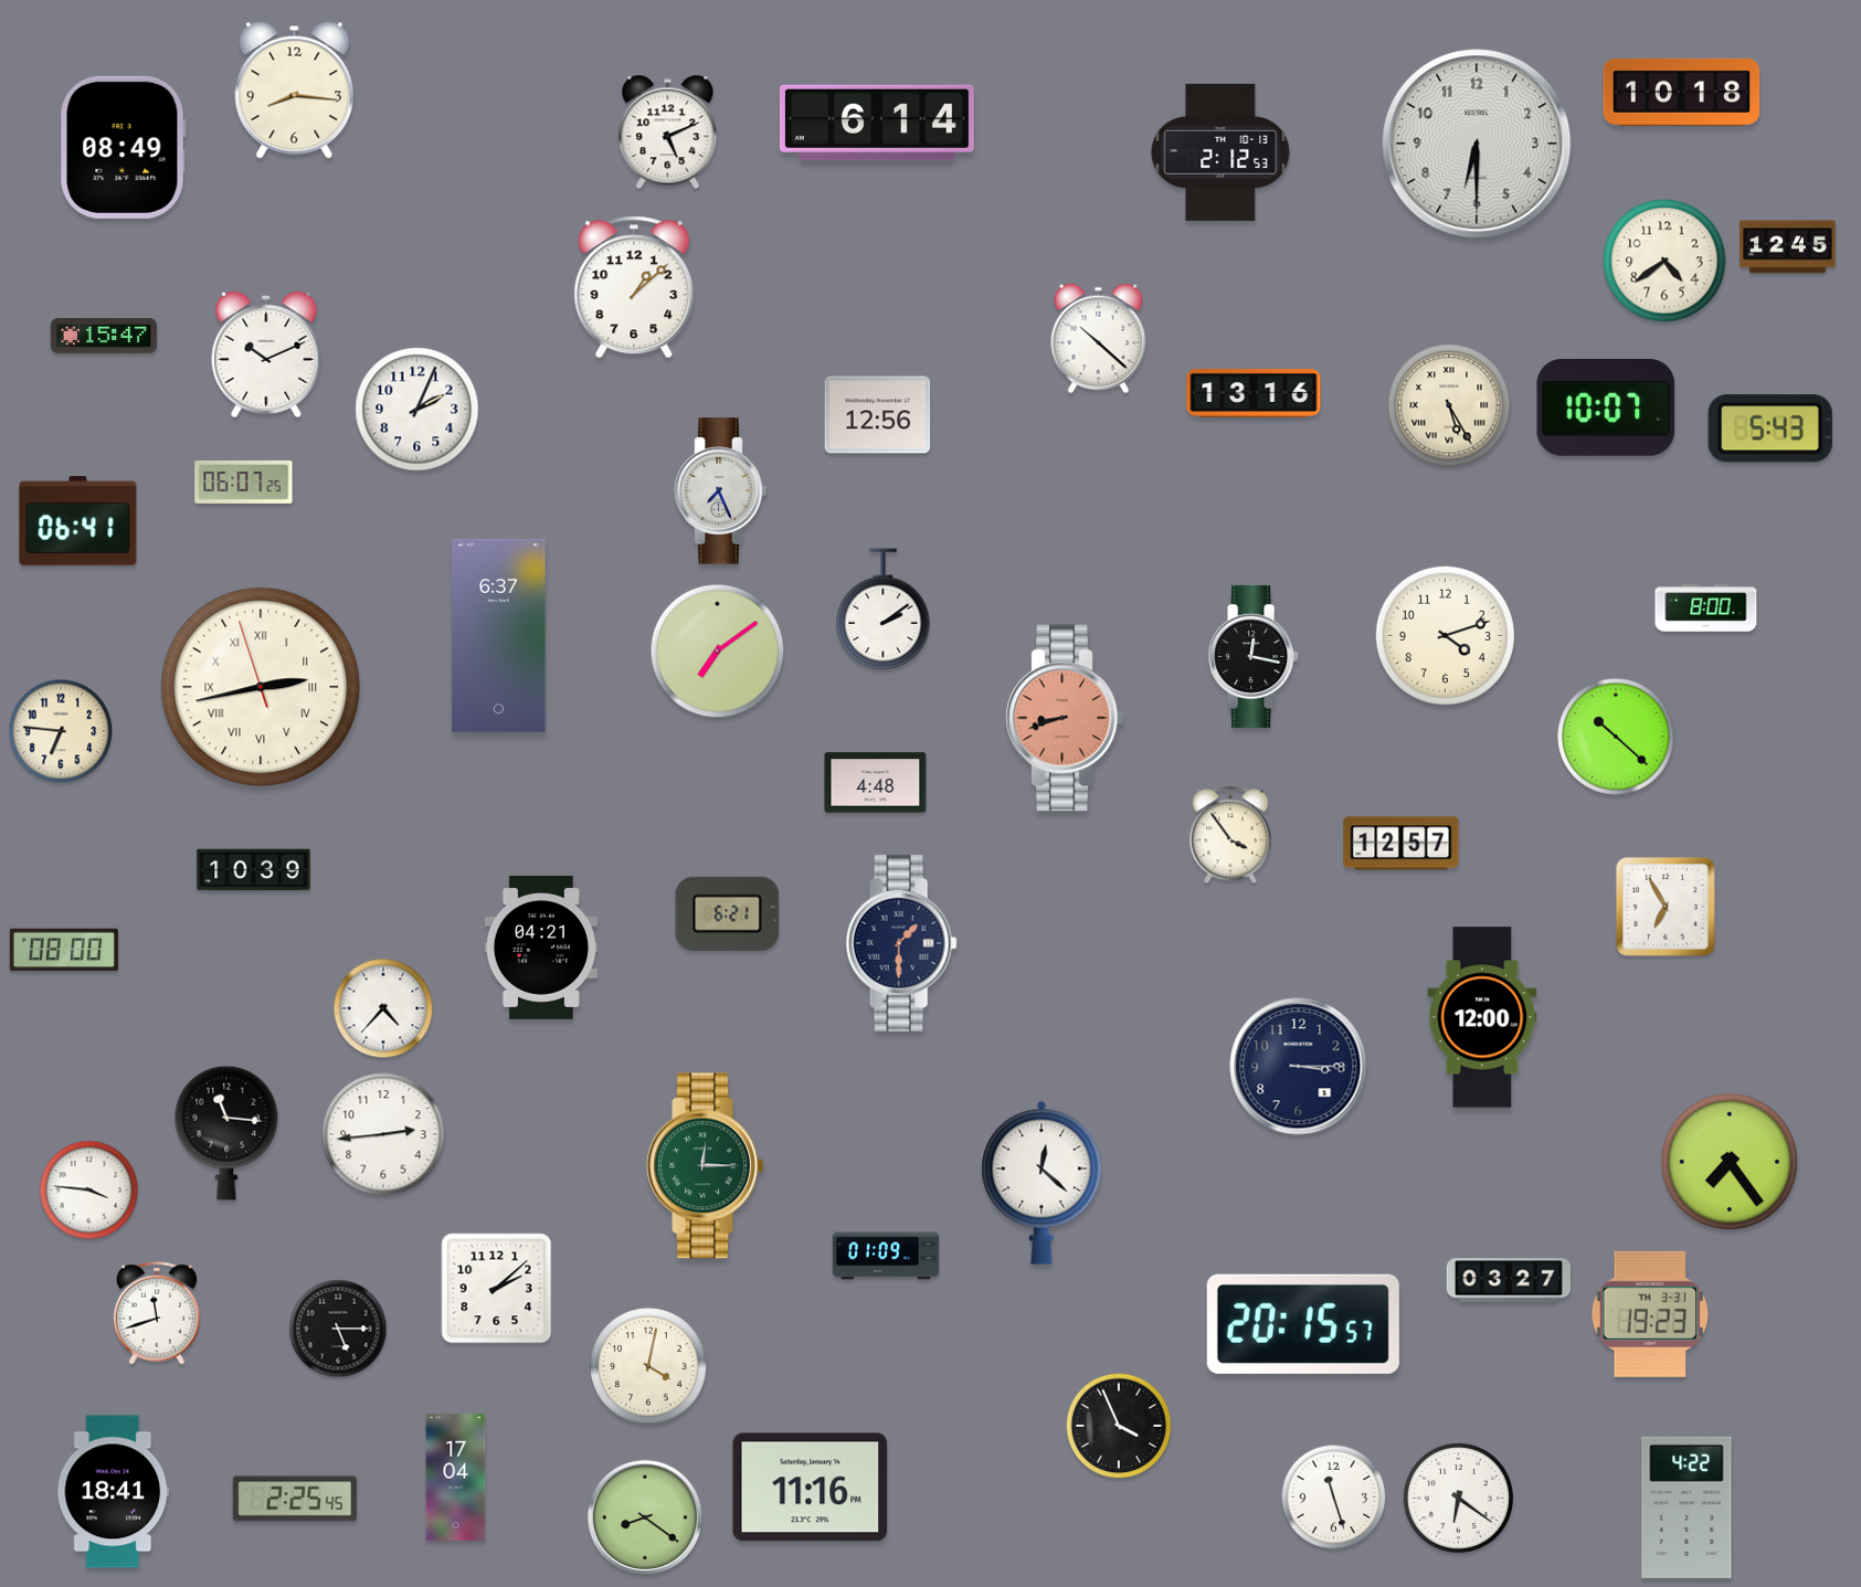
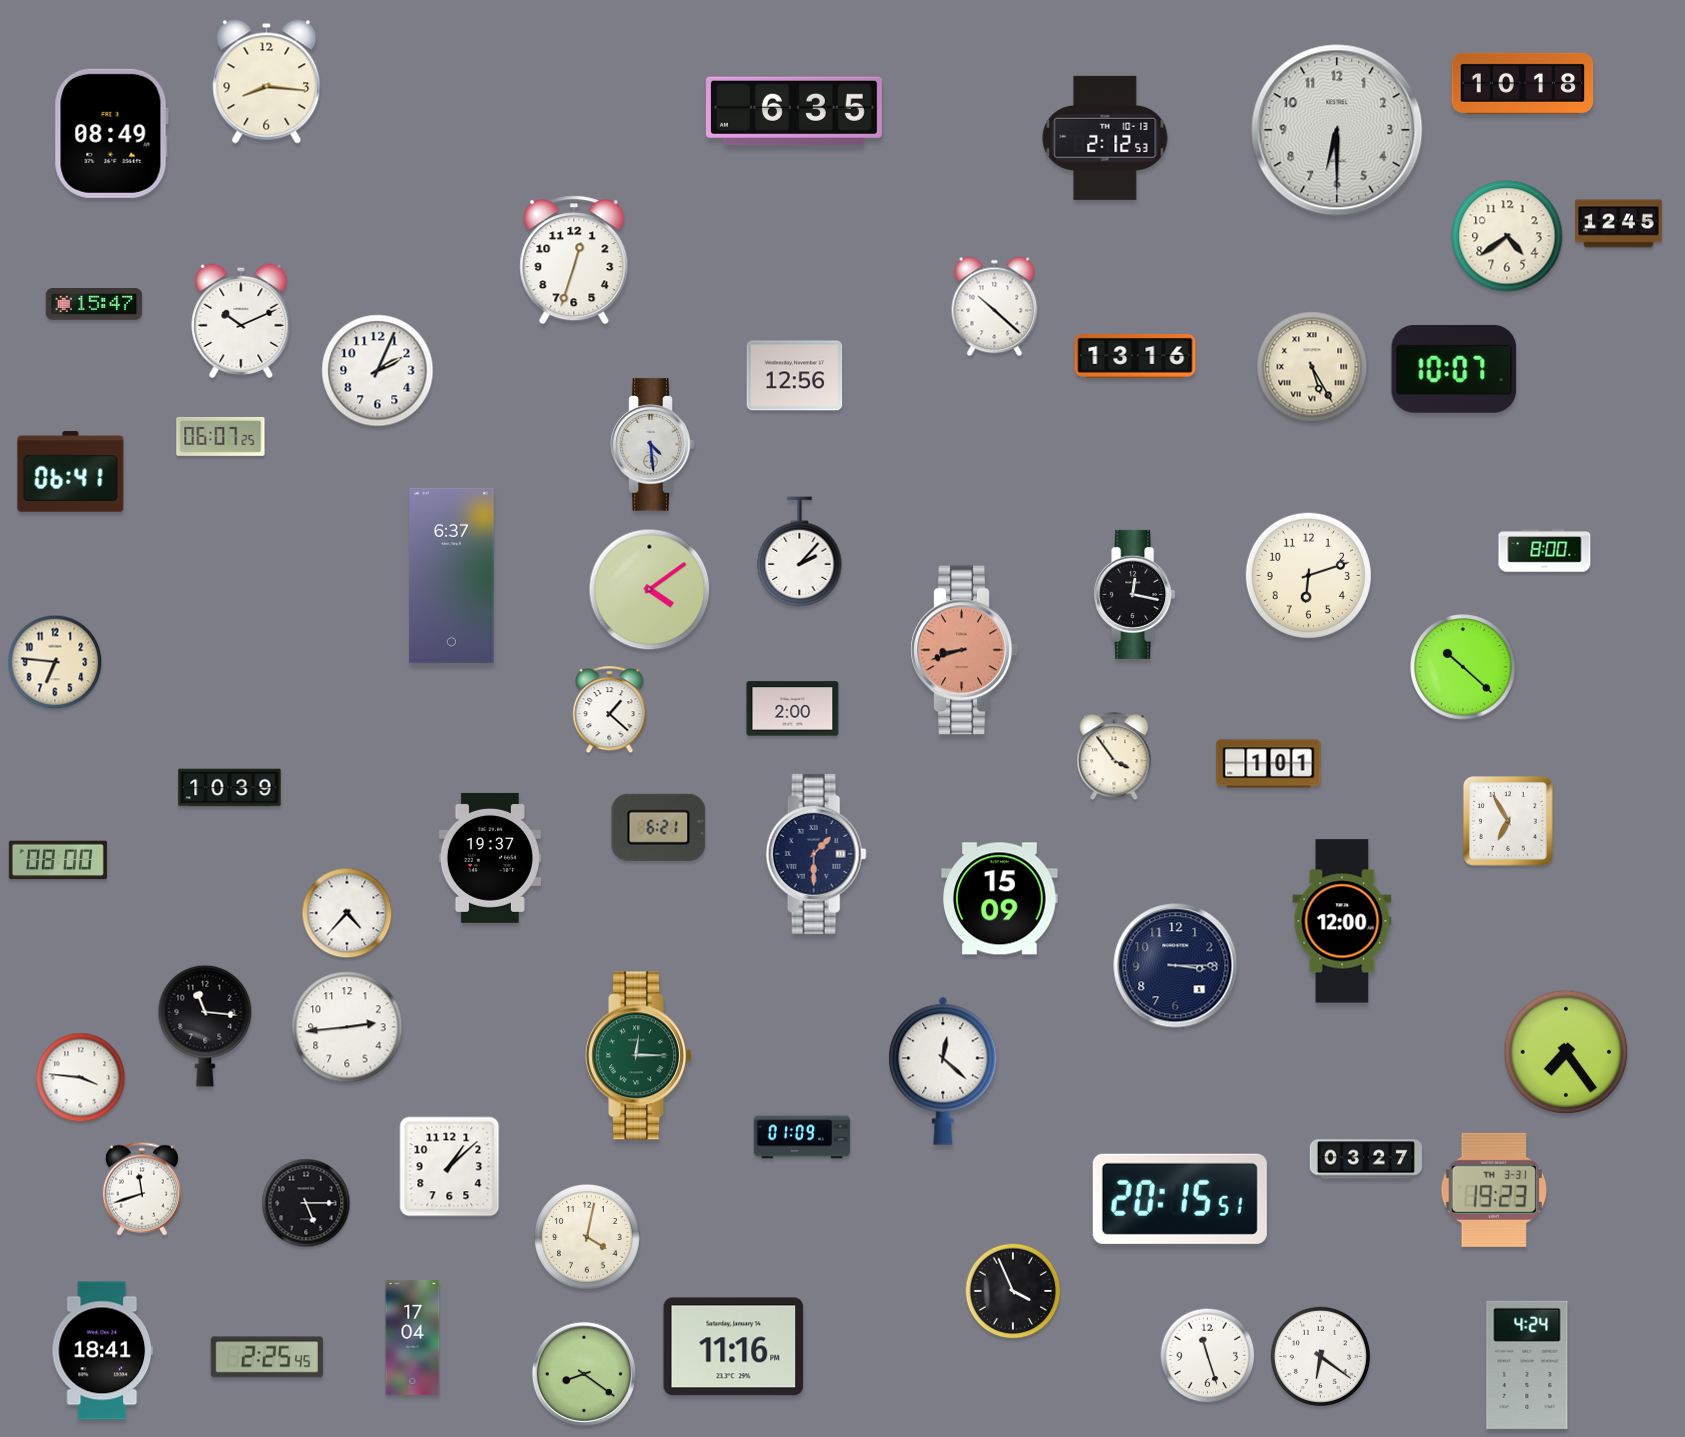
clock at (877, 123): 6:14 -> 6:35
clock at (668, 133): 5:11 -> none
clock at (634, 287): 1:08 -> 12:33
clock at (1770, 429): 5:43 -> none
clock at (721, 491): 7:26 -> 4:29
clock at (884, 610): 2:09 -> 2:07
clock at (1445, 635): 4:12 -> 6:12
clock at (718, 652): 7:09 -> 4:09
clock at (261, 687): 2:42 -> none
clock at (876, 783): 4:48 -> 2:00
clock at (610, 710): none -> 1:22
clock at (1402, 844): 12:57 -> 1:01
clock at (541, 948): 04:21 -> 19:37
clock at (1000, 899): none -> 15:09
clock at (497, 1289): 2:08 -> 1:08
clock at (1303, 1324): 20:15:57 -> 20:15:51
clock at (1686, 1507): 4:22 -> 4:24
